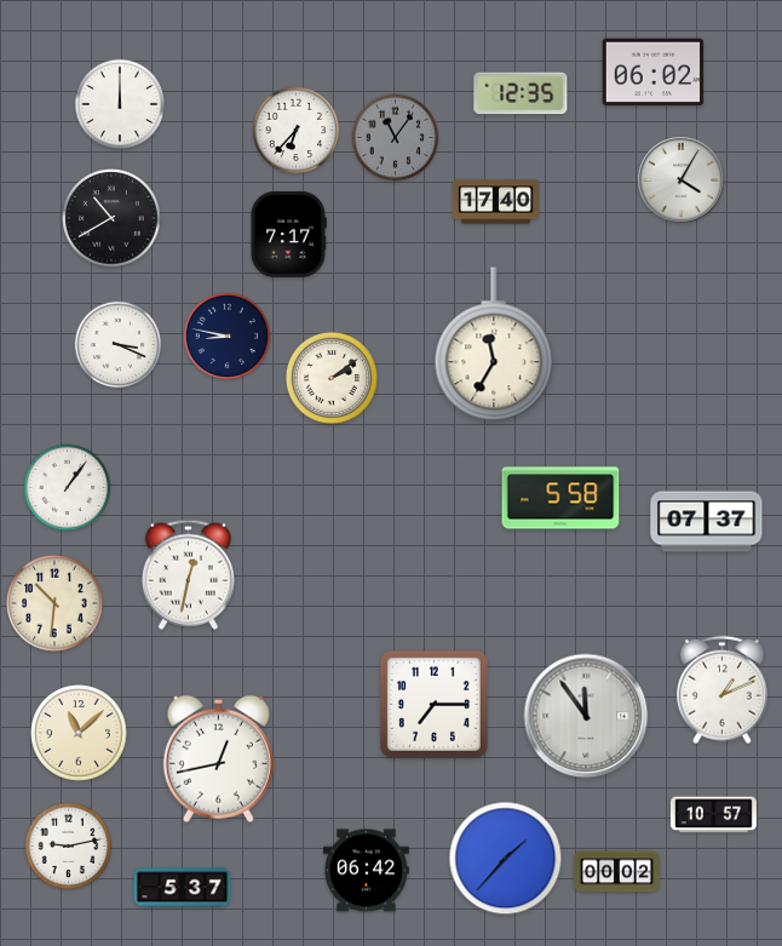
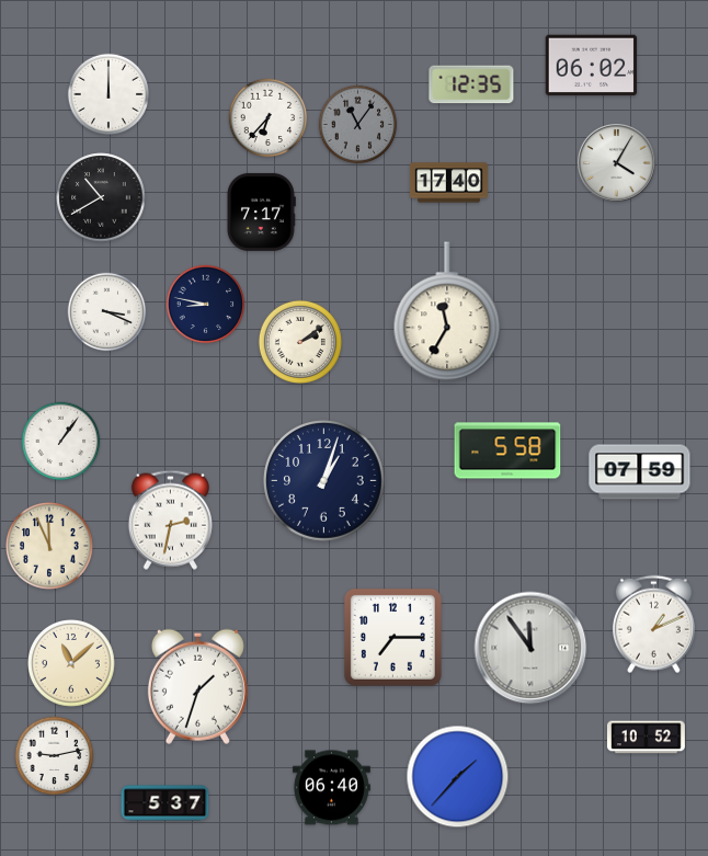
clock at (707, 522): 07:37 -> 07:59
clock at (324, 481): none -> 1:03
clock at (188, 574): 12:32 -> 2:32
clock at (56, 604): 10:31 -> 11:56
clock at (218, 758): 12:43 -> 1:33
clock at (713, 815): 10:57 -> 10:52
clock at (69, 847) position: (69, 847) -> (55, 756)
clock at (366, 871): 06:42 -> 06:40
clock at (616, 872): 00:02 -> none
